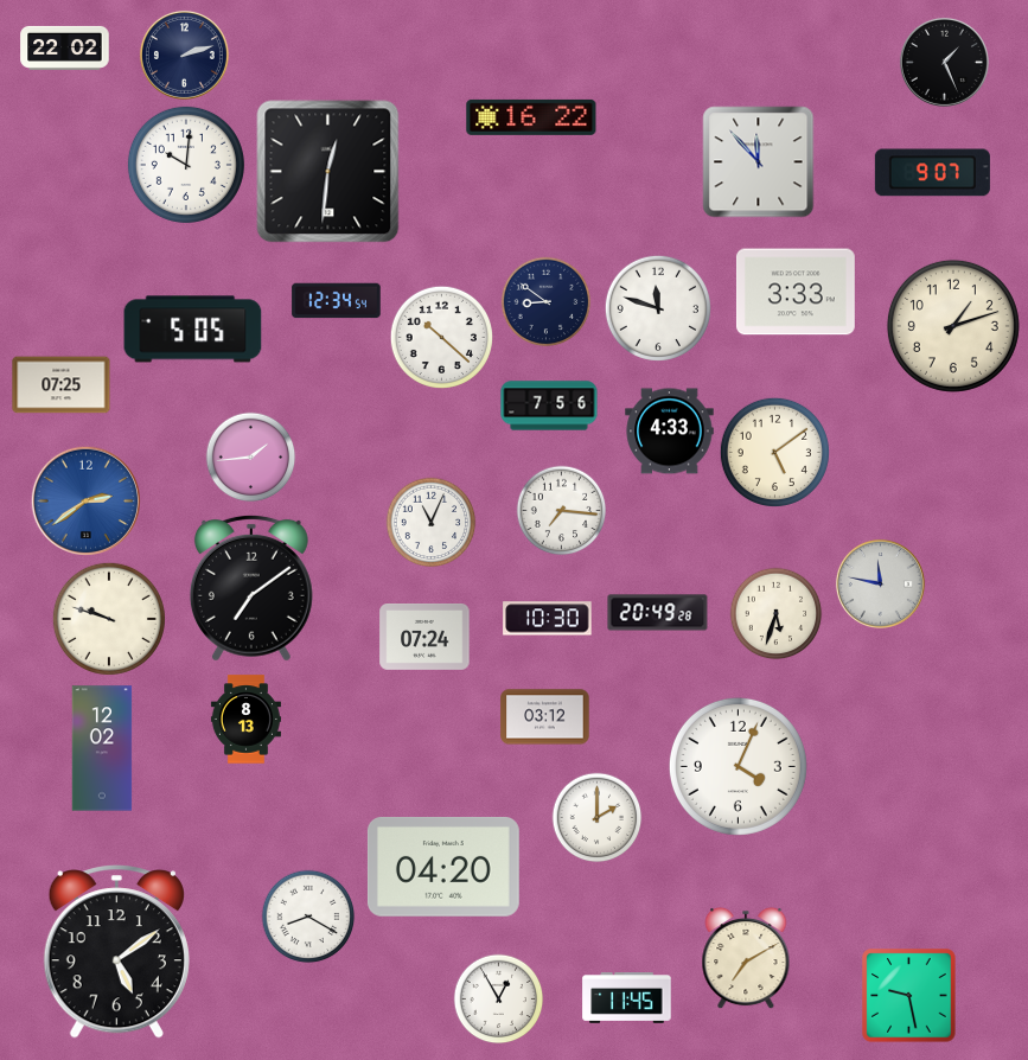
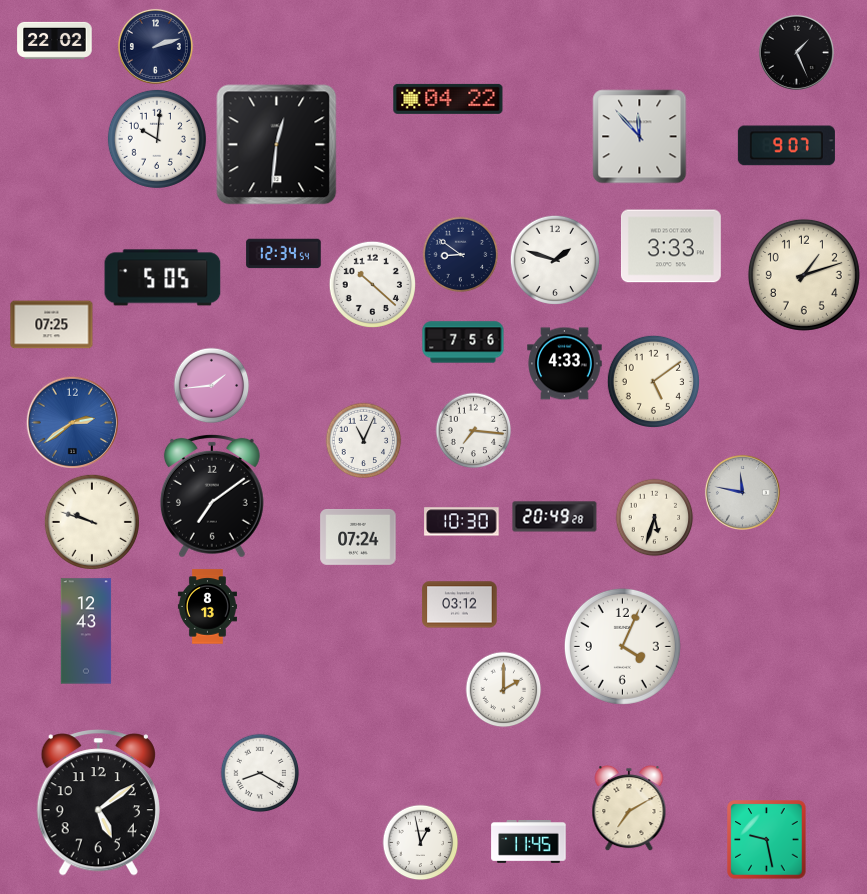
clock at (531, 117): 16:22 -> 04:22
clock at (658, 308): 11:48 -> 1:48
clock at (102, 748): 12:02 -> 12:43
clock at (443, 867): 04:20 -> none
clock at (499, 1000): 12:55 -> 12:58
